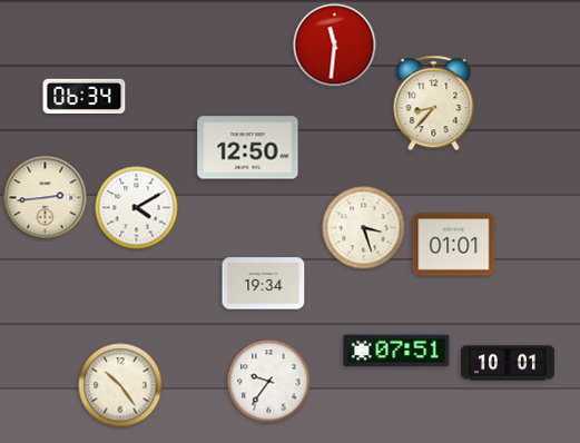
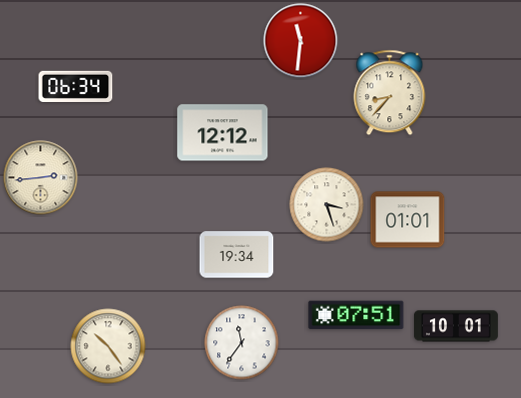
clock at (248, 148): 12:50 -> 12:12
clock at (137, 208): 4:10 -> none
clock at (269, 382): 9:36 -> 11:36
